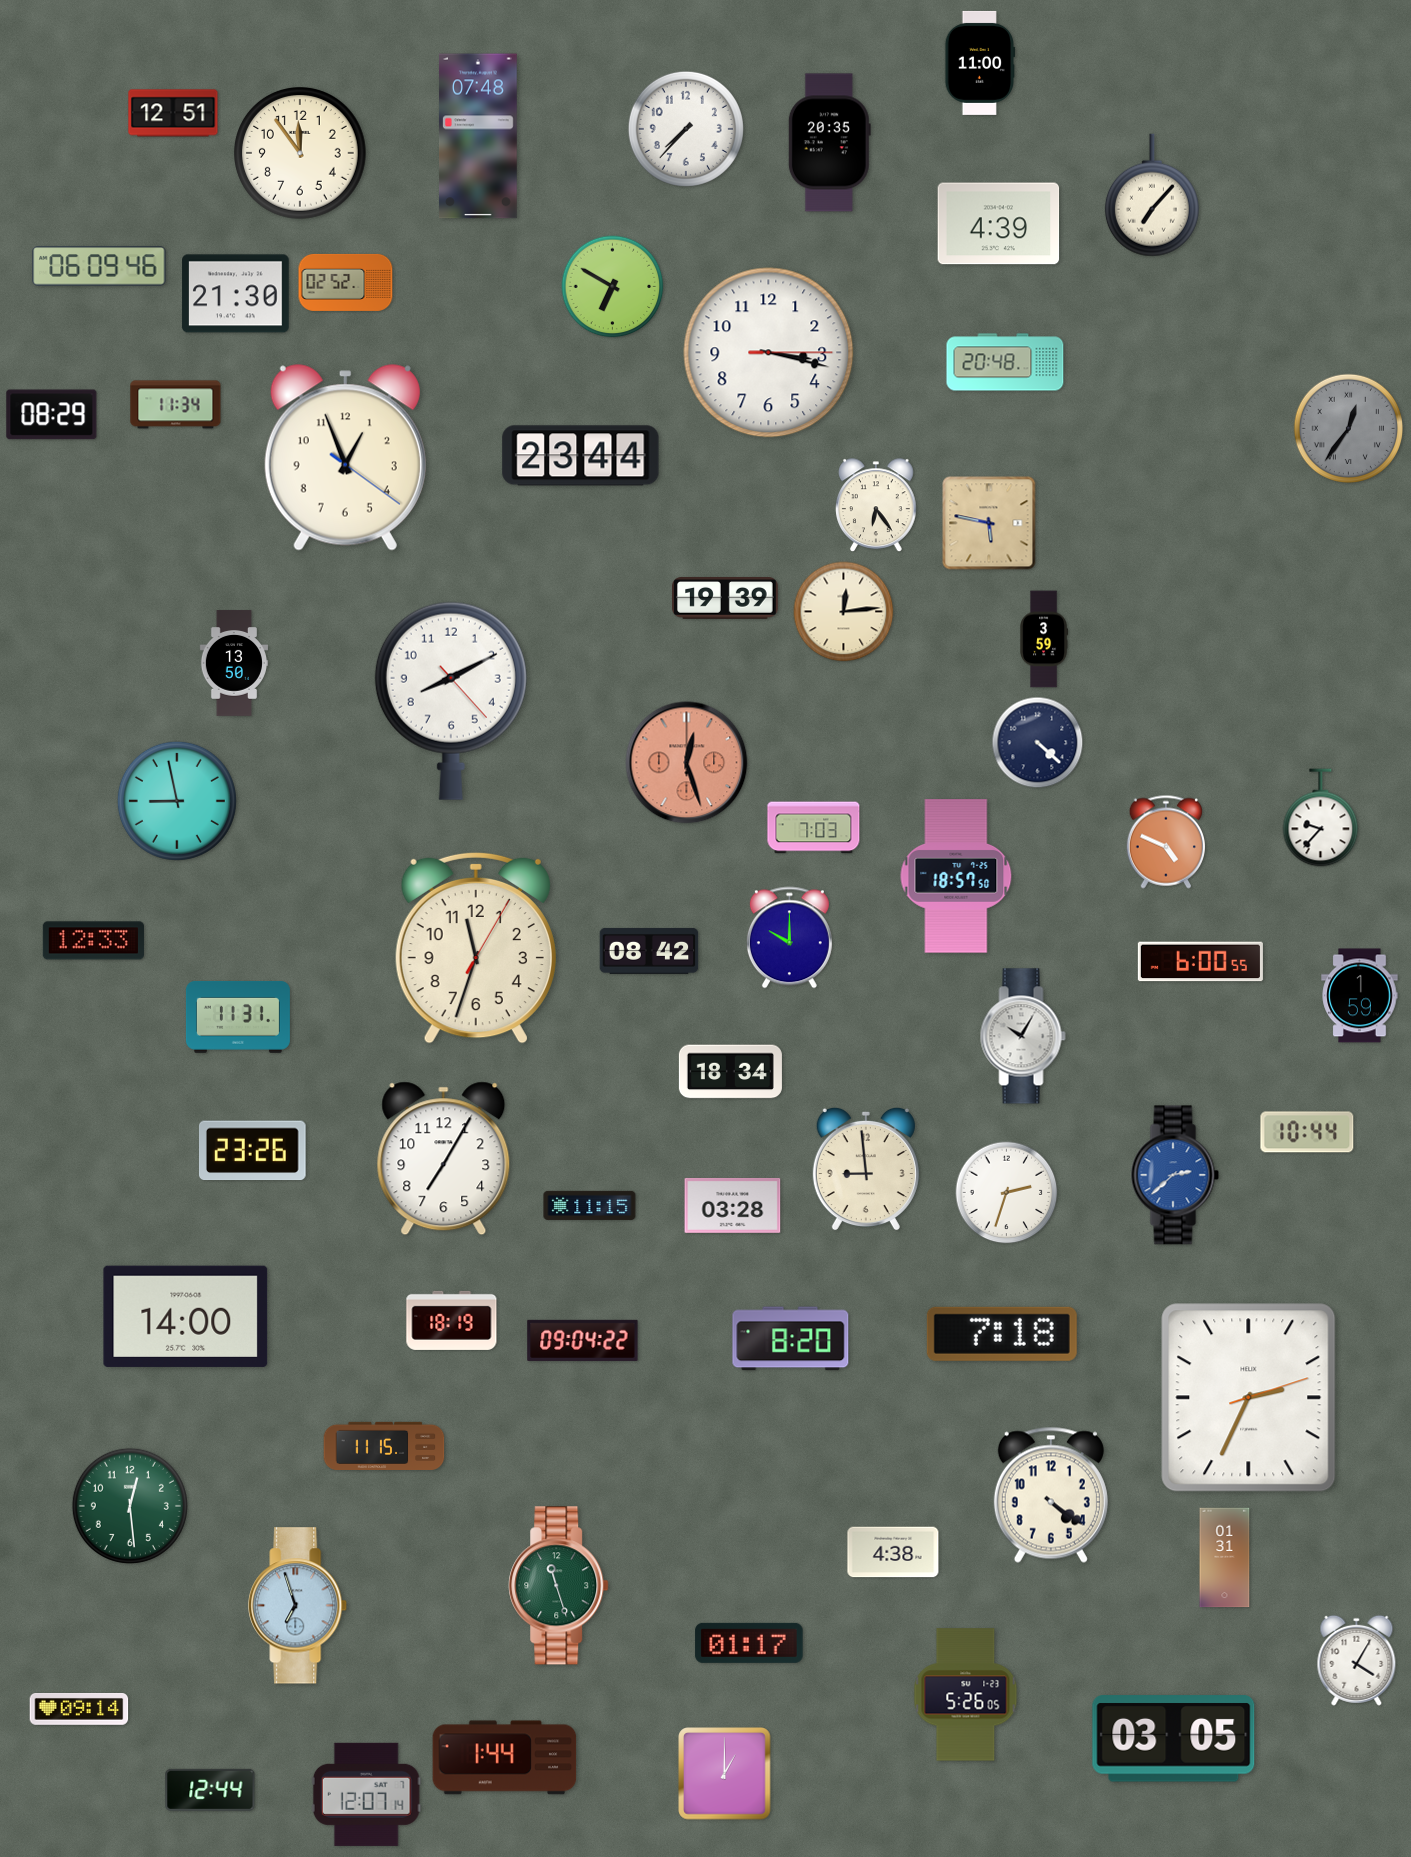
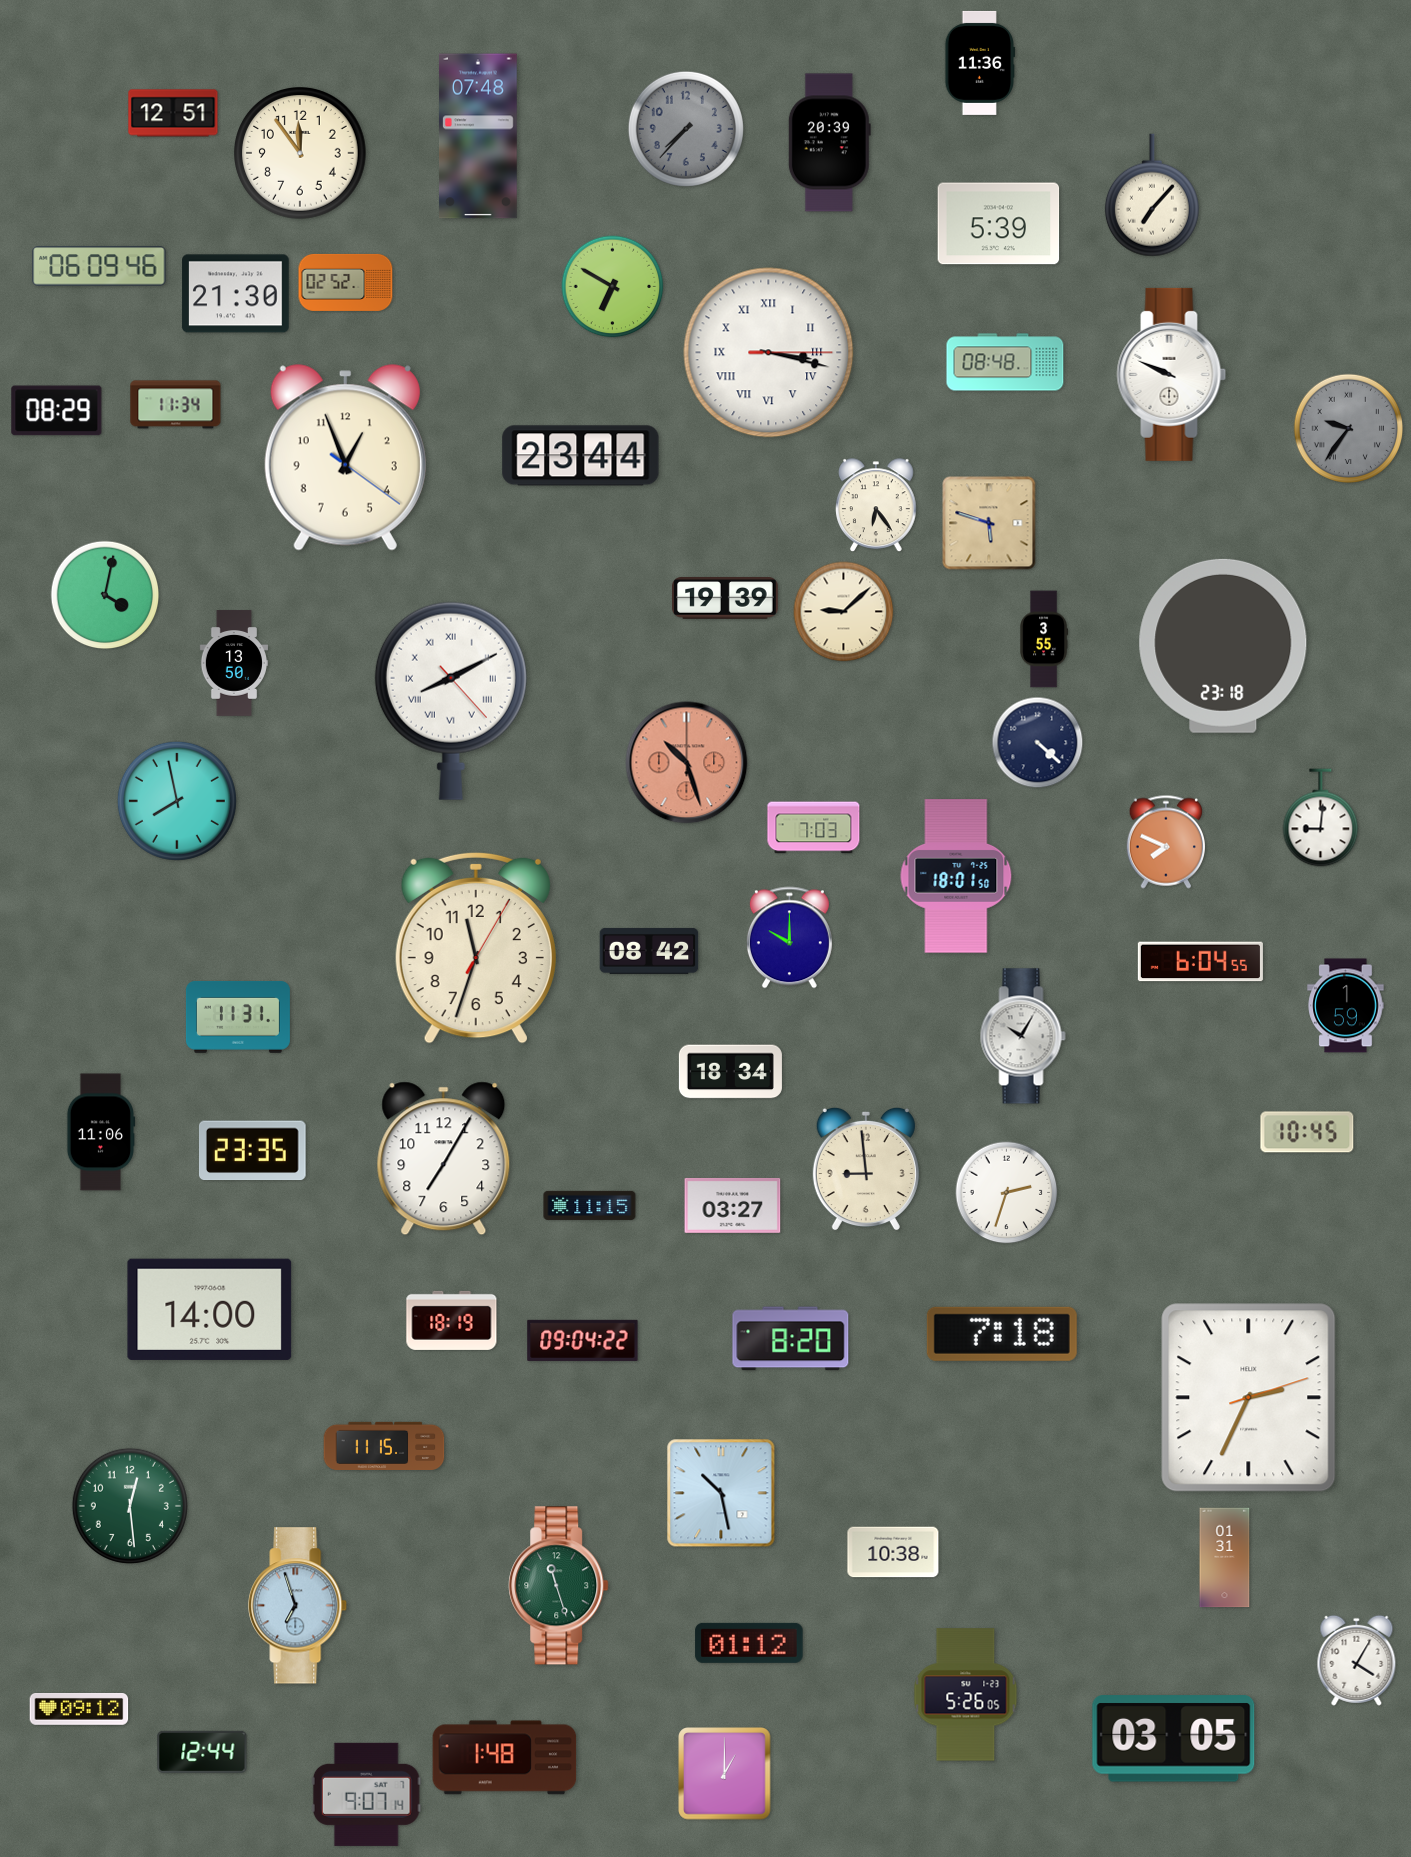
clock at (980, 63): 11:00 -> 11:36
clock at (686, 129) dial: white -> grey
clock at (829, 143): 20:35 -> 20:39
clock at (999, 224): 4:39 -> 5:39
clock at (769, 353) numerals: Arabic -> Roman
clock at (1005, 362): 20:48 -> 08:48
clock at (1172, 374): none -> 9:49
clock at (52, 415) position: (52, 415) -> (57, 411)
clock at (1349, 429): 12:36 -> 9:36
clock at (989, 523): 5:47 -> 5:48
clock at (105, 595): none -> 4:02
clock at (844, 612): 12:14 -> 9:08
clock at (1044, 639): 3:59 -> 3:55
clock at (1223, 646): none -> 23:18
clock at (451, 701) numerals: Arabic -> Roman
clock at (687, 763): 12:27 -> 10:27
clock at (177, 801): 8:58 -> 7:58
clock at (1321, 818): 9:37 -> 9:01
clock at (1165, 842): 4:49 -> 7:49
clock at (956, 876): 18:57 -> 18:01
clock at (93, 941): 12:33 -> none
clock at (1200, 962): 6:00 -> 6:04
clock at (1360, 996) position: (1360, 996) -> (1346, 1006)
clock at (101, 1132): none -> 11:06
clock at (1307, 1132): 10:44 -> 10:45
clock at (252, 1151): 23:26 -> 23:35
clock at (1175, 1175): 2:38 -> none
clock at (733, 1205): 03:28 -> 03:27
clock at (186, 1316) position: (186, 1316) -> (210, 1309)
clock at (721, 1493): none -> 10:28
clock at (1051, 1495): 4:21 -> none
clock at (893, 1552): 4:38 -> 10:38
clock at (749, 1643): 01:17 -> 01:12
clock at (79, 1710): 09:14 -> 09:12
clock at (505, 1758): 1:44 -> 1:48
clock at (210, 1790) position: (210, 1790) -> (202, 1752)
clock at (366, 1794): 12:07 -> 9:07
